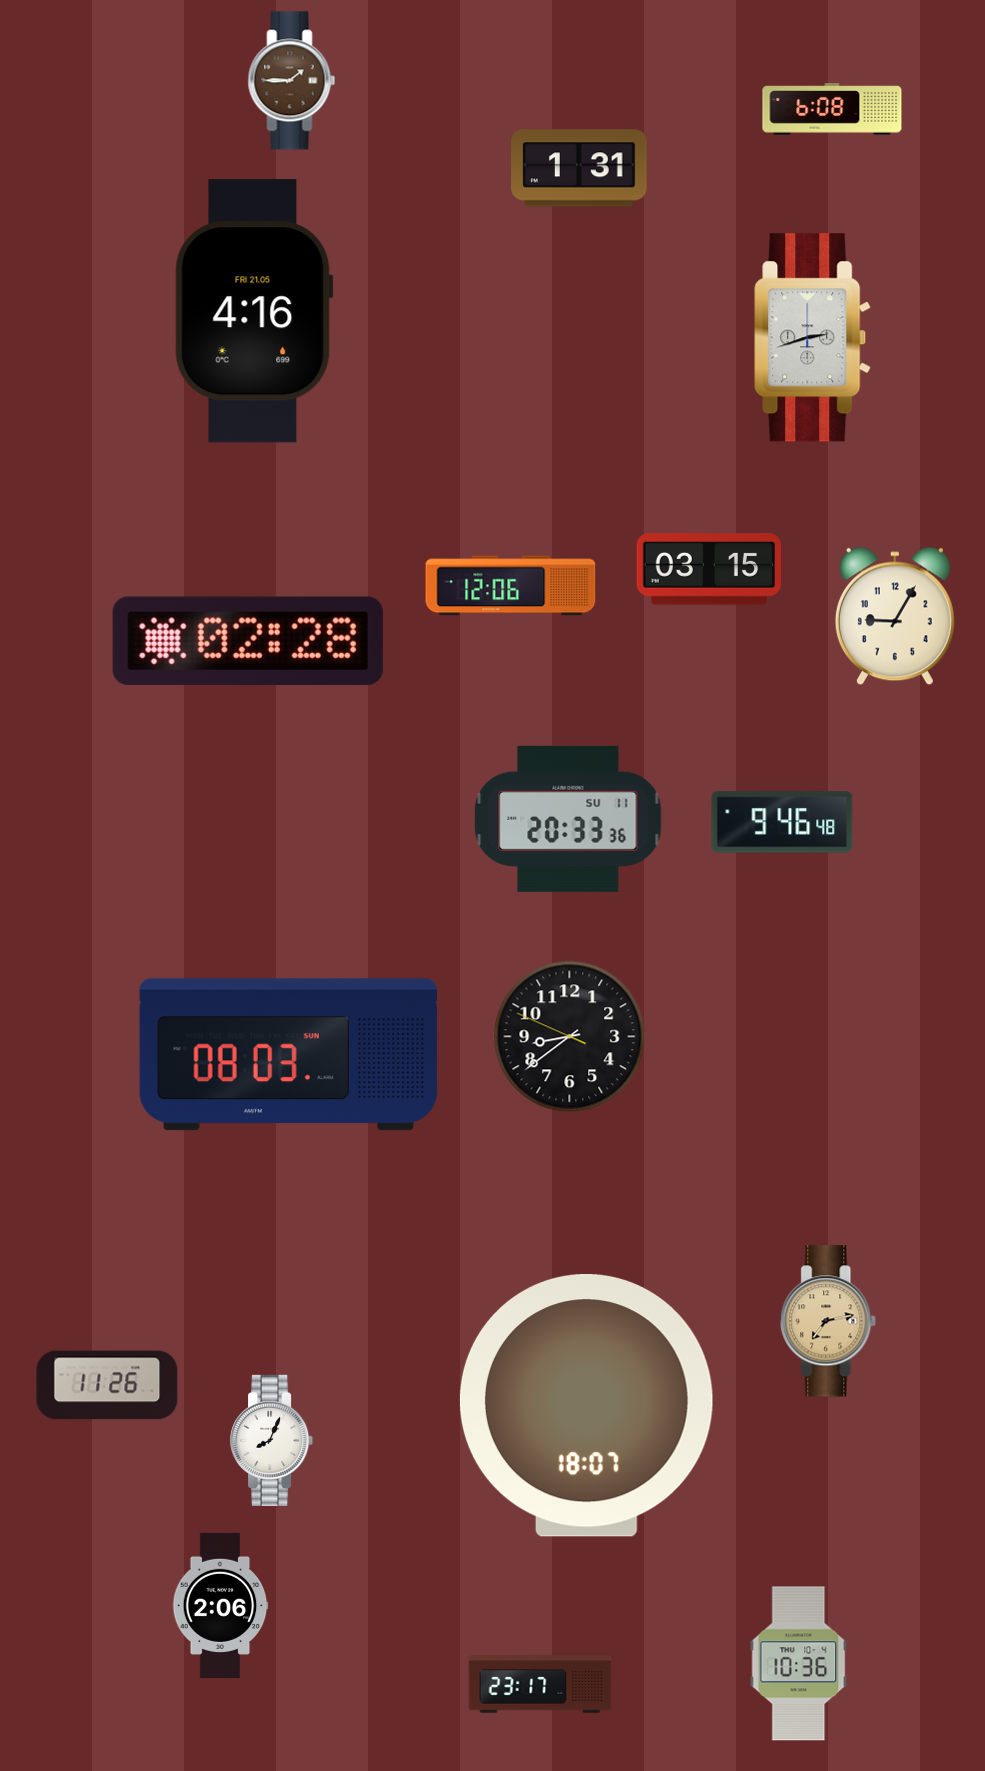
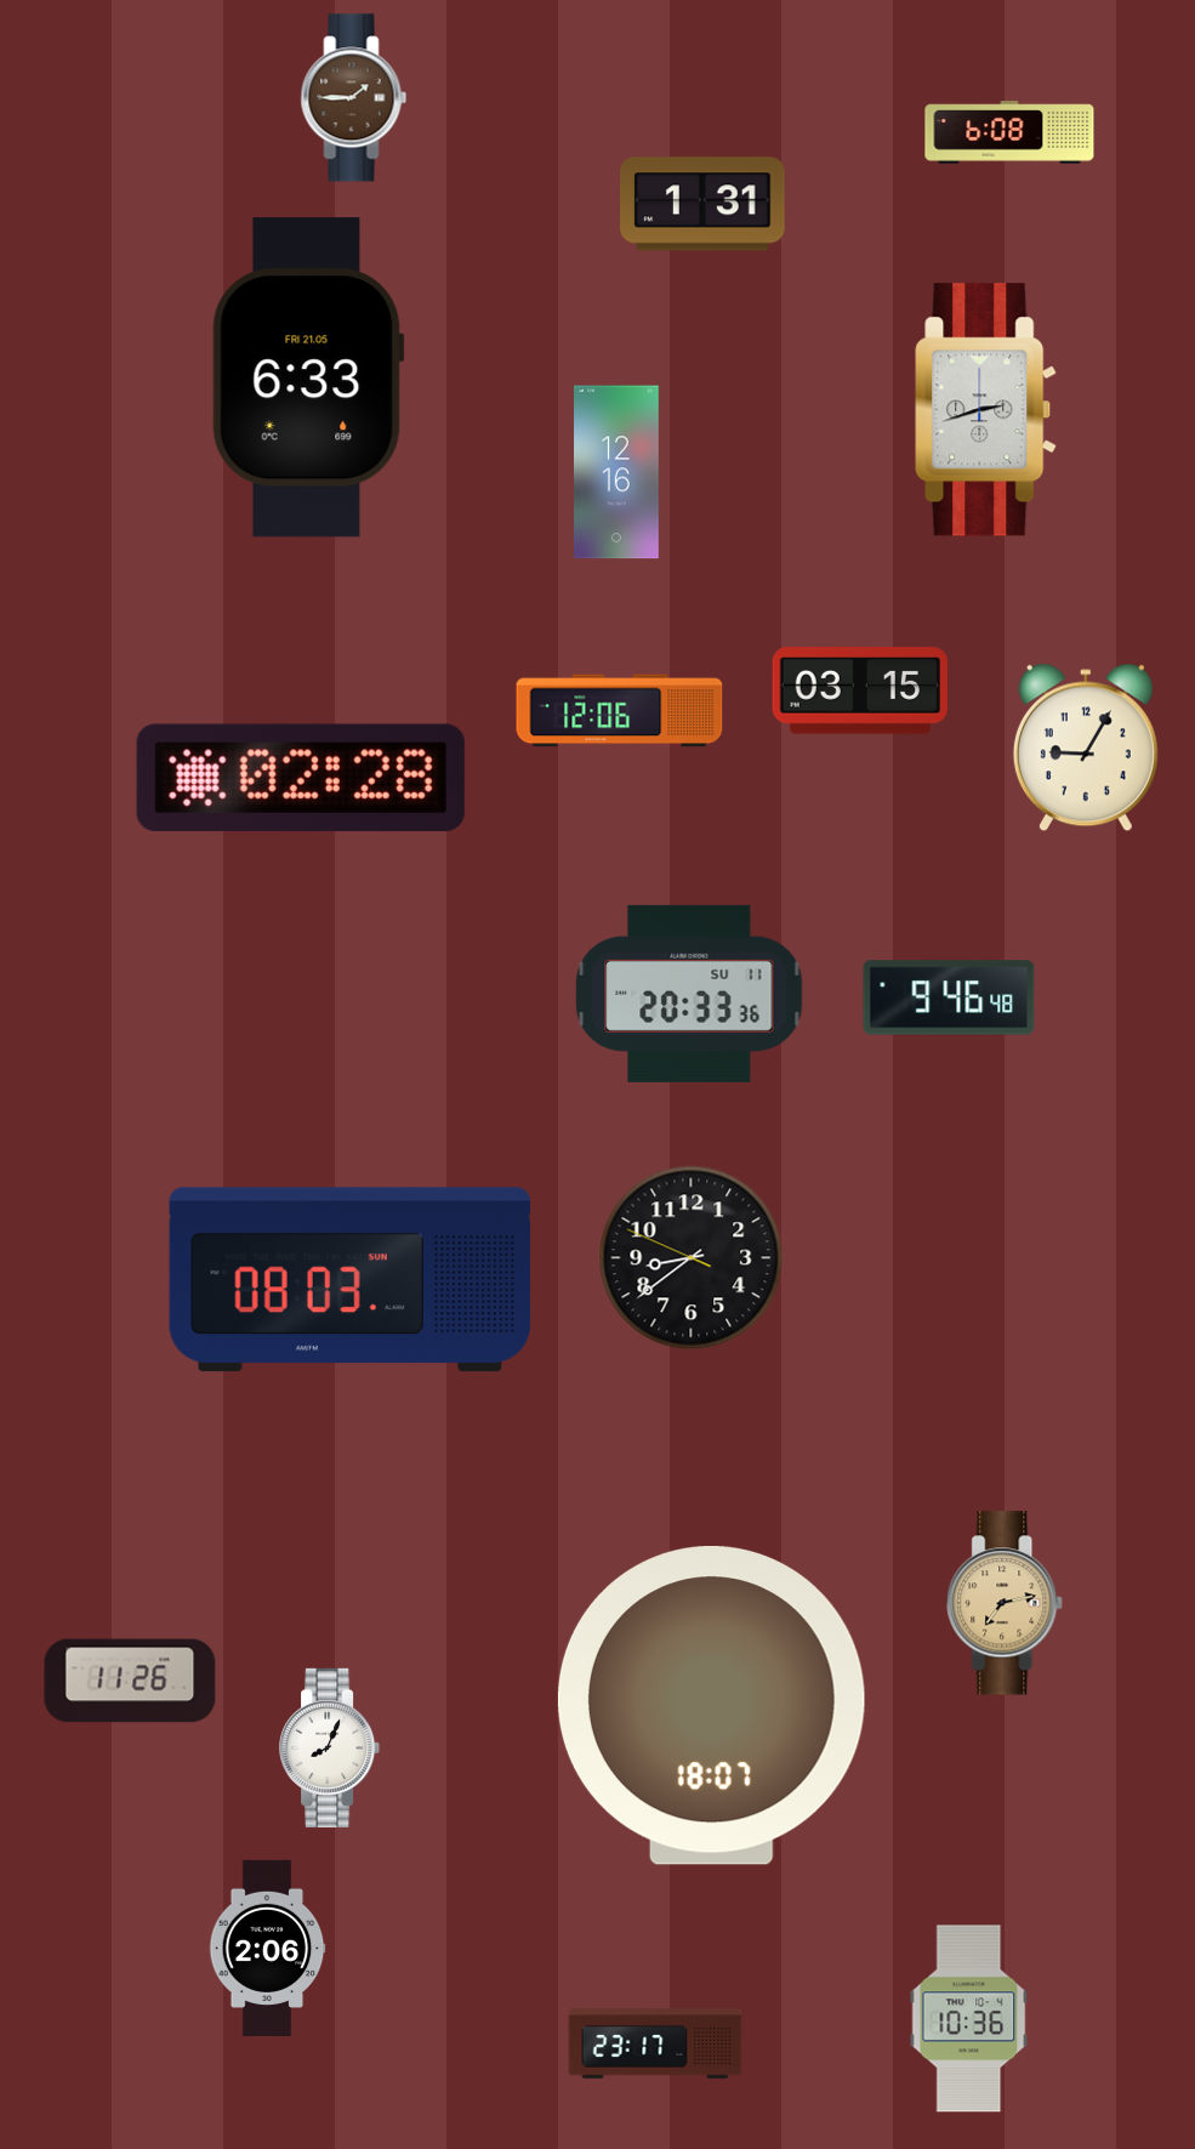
clock at (254, 311): 4:16 -> 6:33
clock at (618, 472): none -> 12:16
